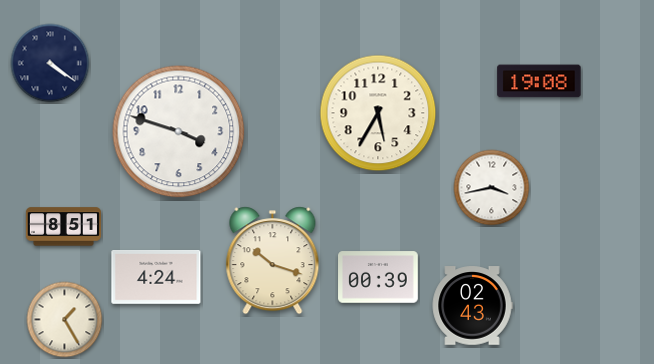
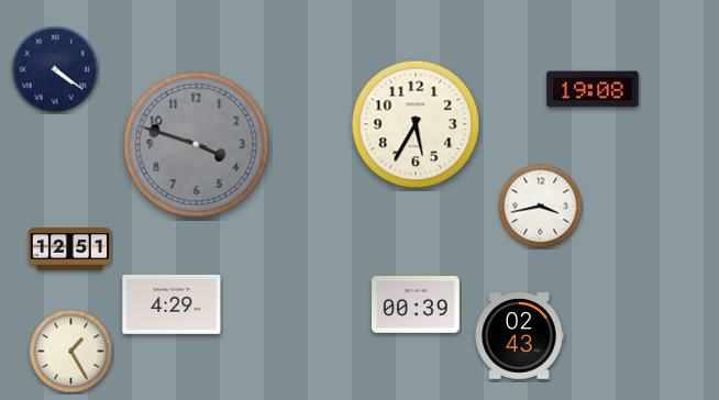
clock at (179, 132) dial: white -> grey
clock at (63, 227): 8:51 -> 12:51
clock at (273, 261): 10:18 -> none
clock at (156, 278): 4:24 -> 4:29
